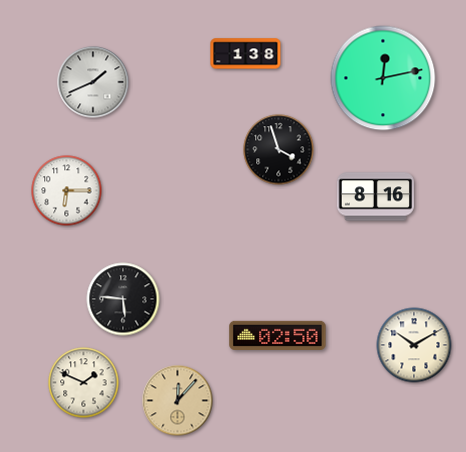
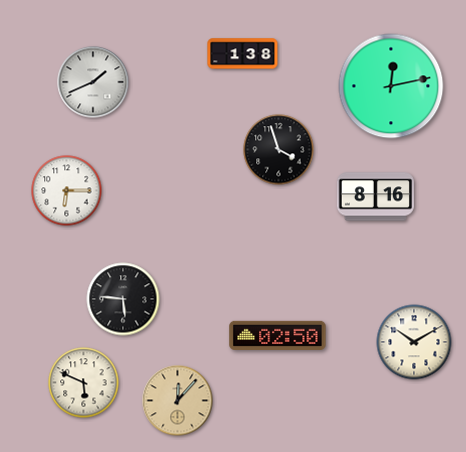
clock at (246, 54) position: (246, 54) -> (243, 54)
clock at (383, 78) position: (383, 78) -> (391, 86)
clock at (414, 345) position: (414, 345) -> (414, 342)
clock at (84, 383): 1:49 -> 5:49
